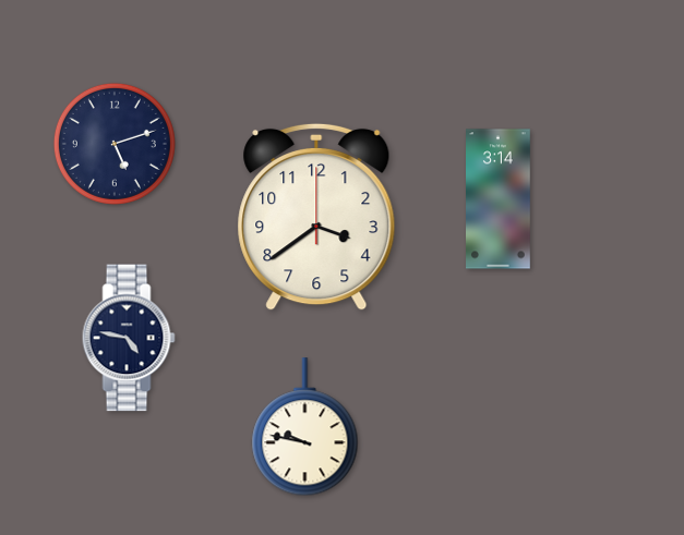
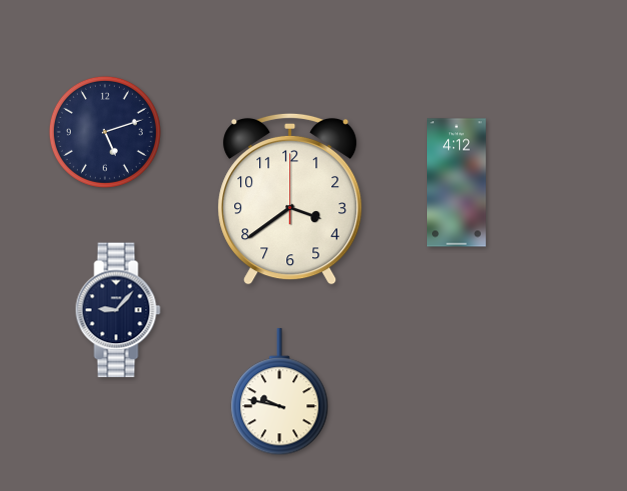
clock at (499, 199): 3:14 -> 4:12
clock at (129, 338): 4:47 -> 9:07
